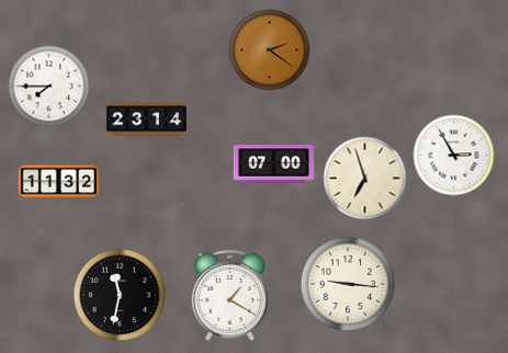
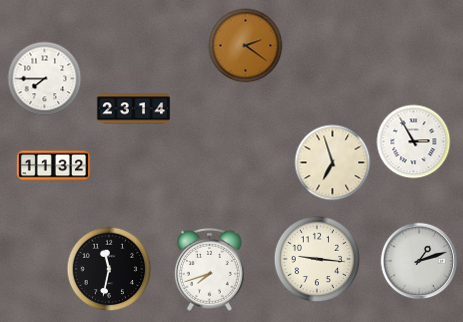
clock at (274, 164): 07:00 -> none
clock at (419, 261): none -> 1:12
clock at (229, 295): 1:20 -> 7:42
